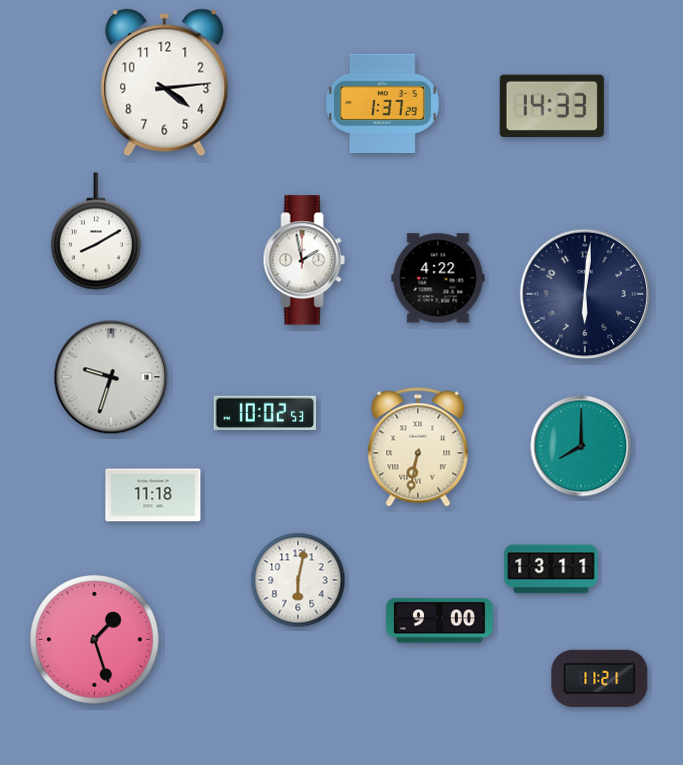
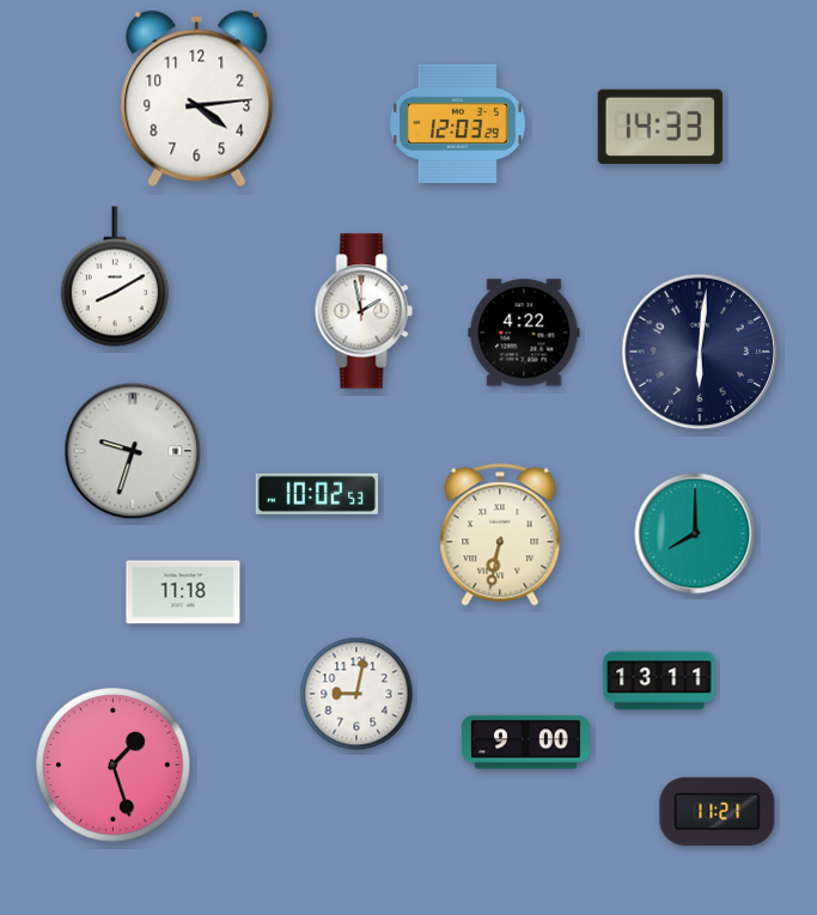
clock at (382, 103): 1:37 -> 12:03
clock at (298, 580): 6:02 -> 9:02
